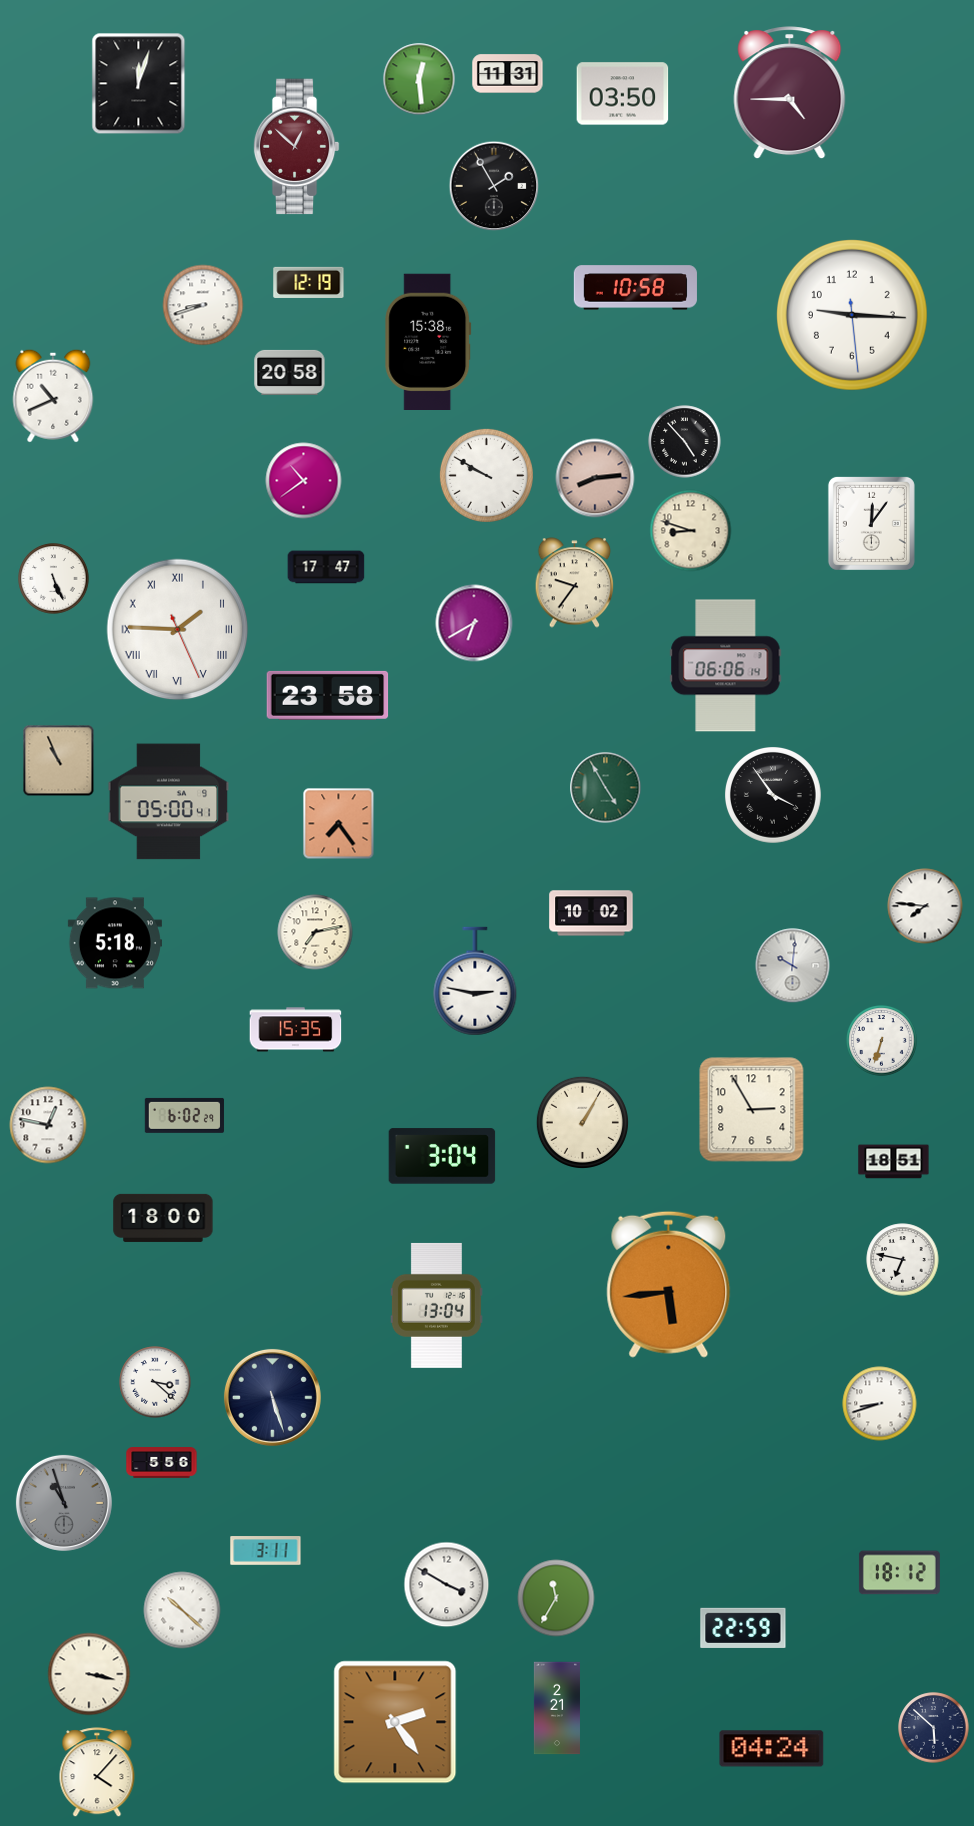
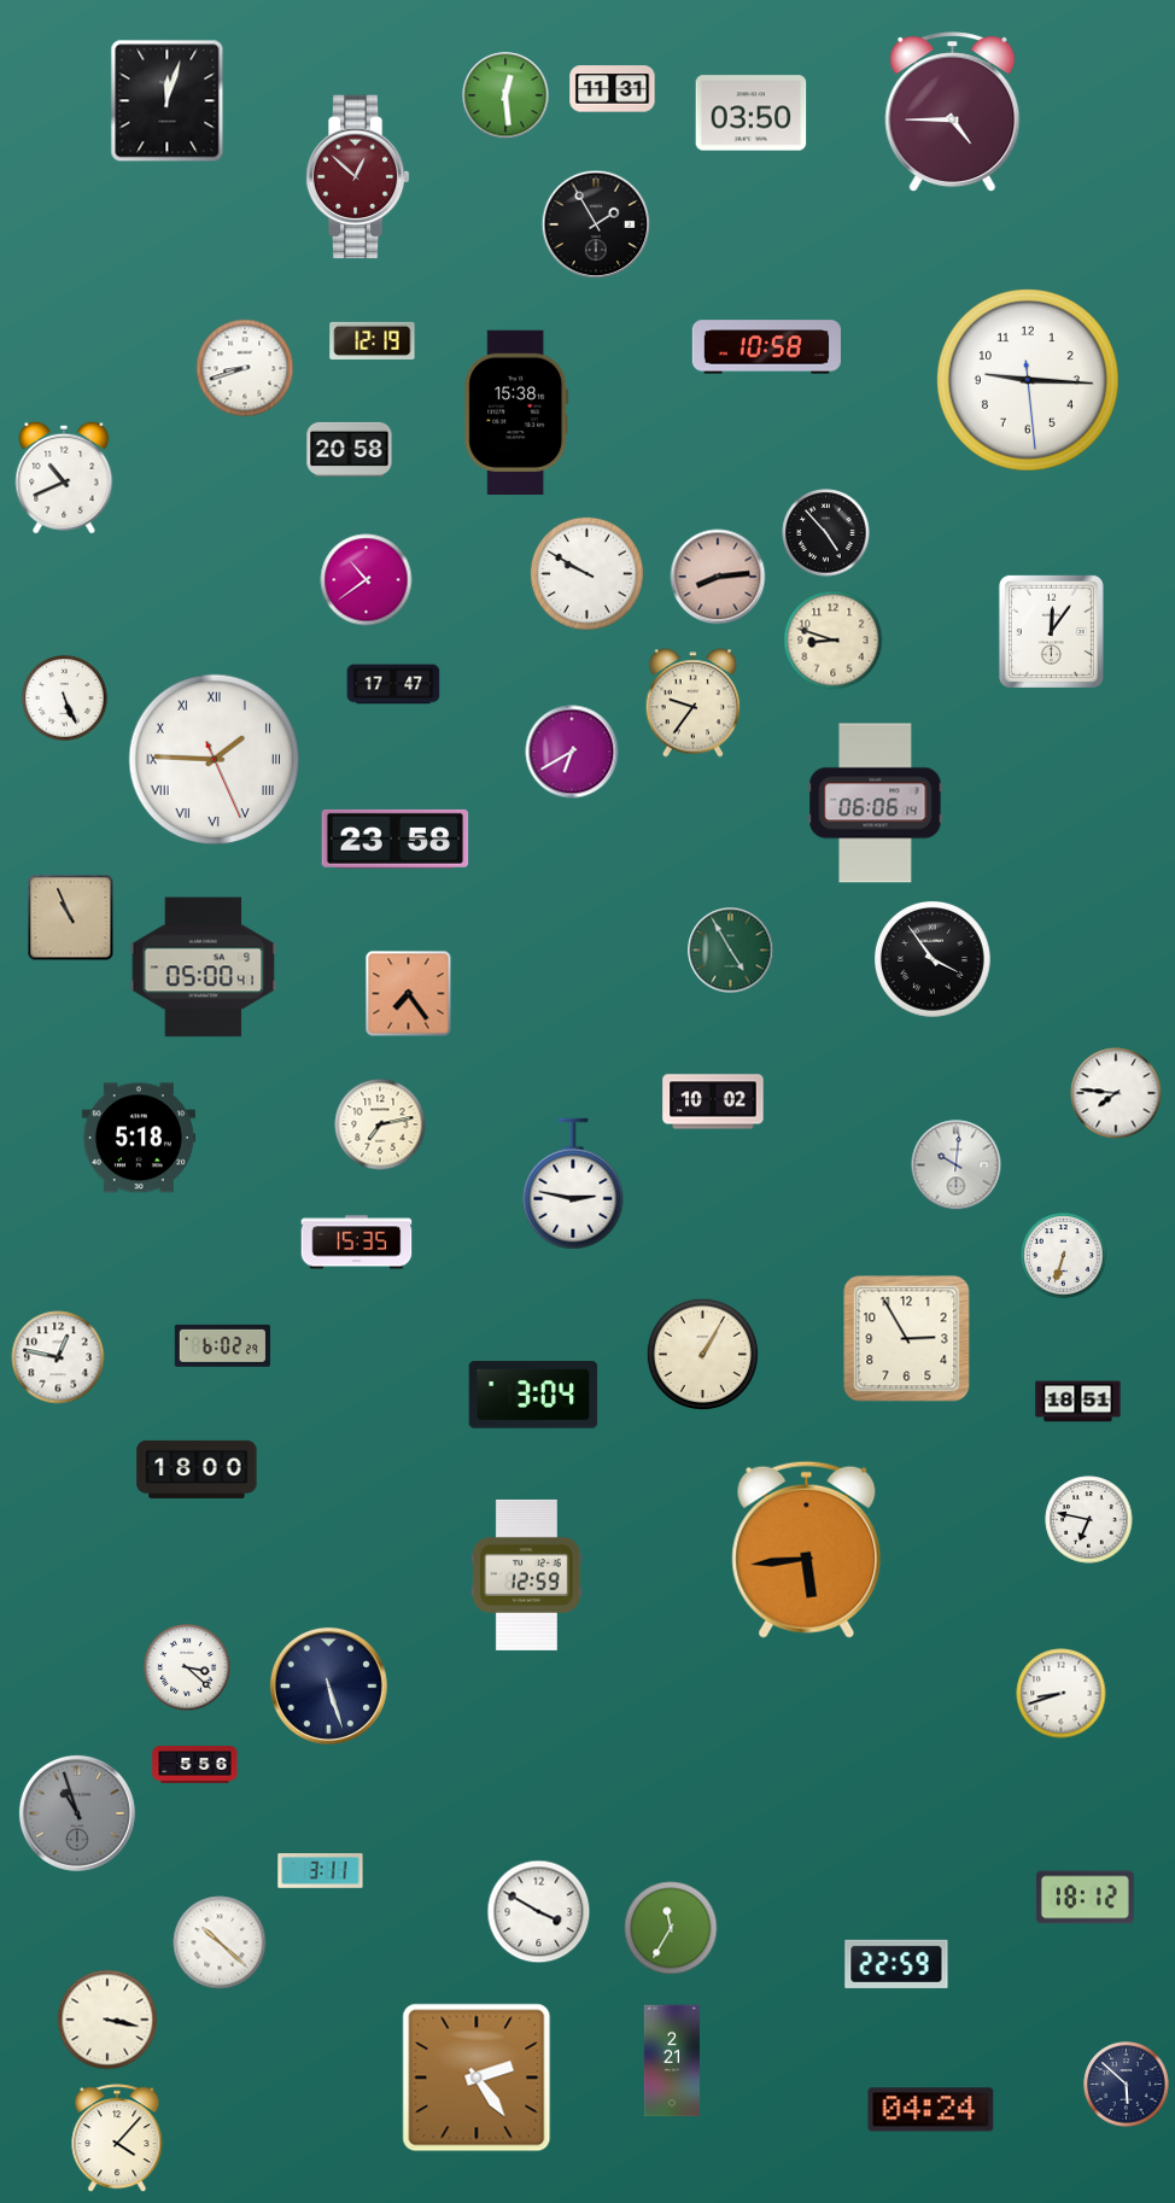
clock at (436, 1305): 13:04 -> 12:59
